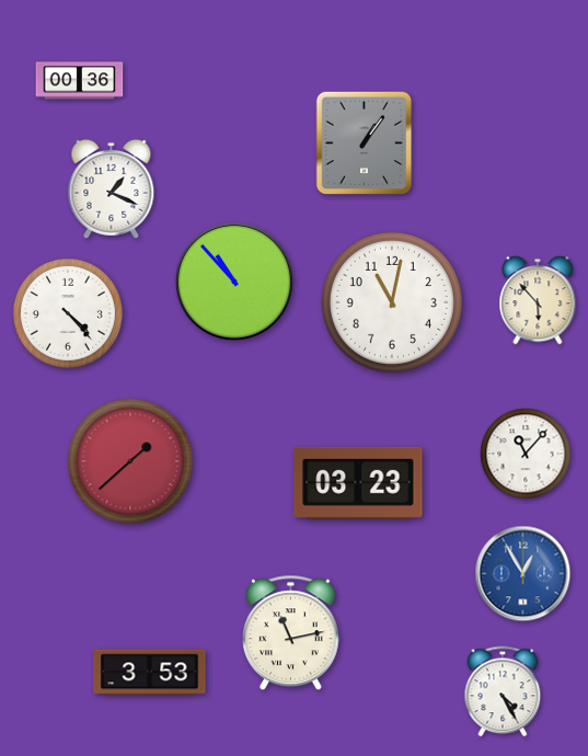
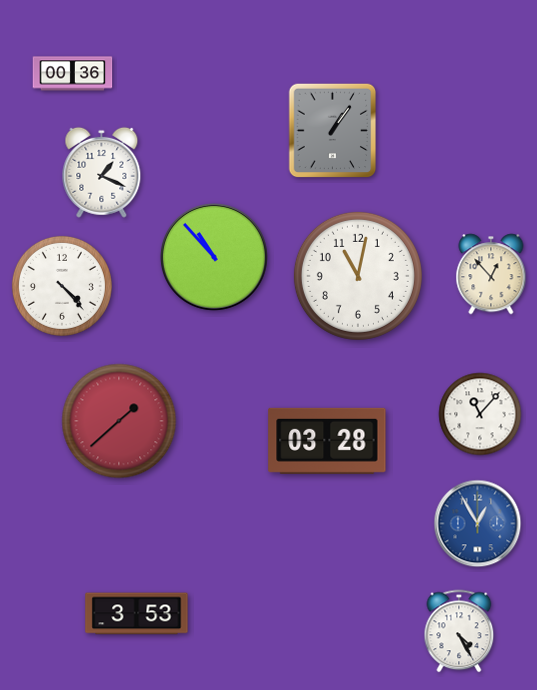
clock at (538, 300): 5:53 -> 12:53
clock at (358, 483): 03:23 -> 03:28
clock at (291, 633): 11:13 -> none
